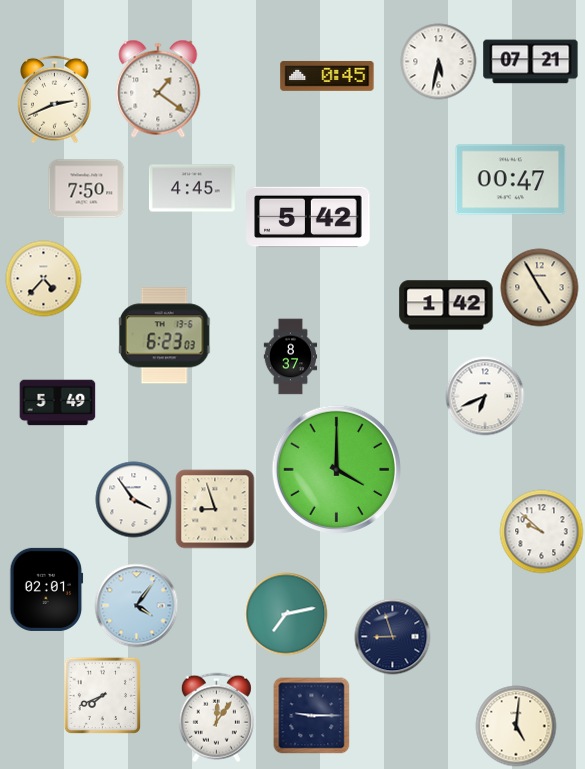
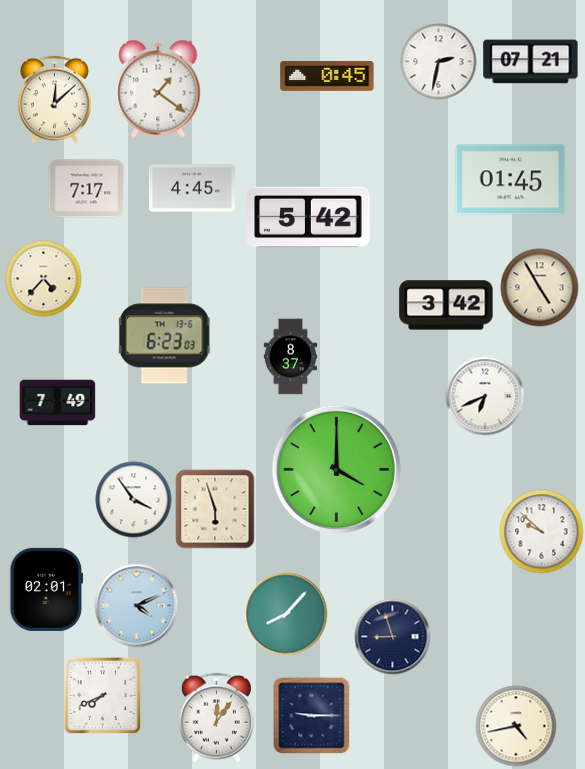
clock at (439, 62): 5:32 -> 2:32
clock at (55, 100): 2:41 -> 12:08
clock at (511, 180): 00:47 -> 01:45
clock at (87, 189): 7:50 -> 7:17
clock at (446, 305): 1:42 -> 3:42
clock at (58, 403): 5:49 -> 7:49
clock at (215, 509): 8:57 -> 5:57
clock at (137, 606): 4:06 -> 4:11
clock at (286, 614): 7:13 -> 8:07
clock at (516, 726): 5:01 -> 4:43
